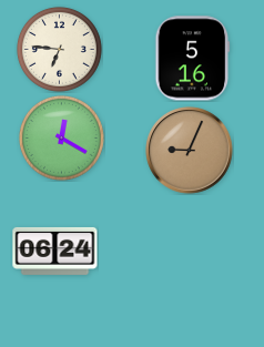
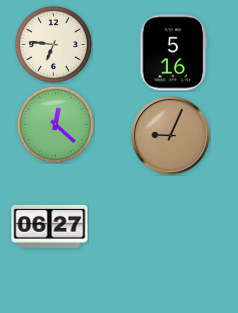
clock at (61, 137): 12:20 -> 12:22
clock at (55, 251): 06:24 -> 06:27
